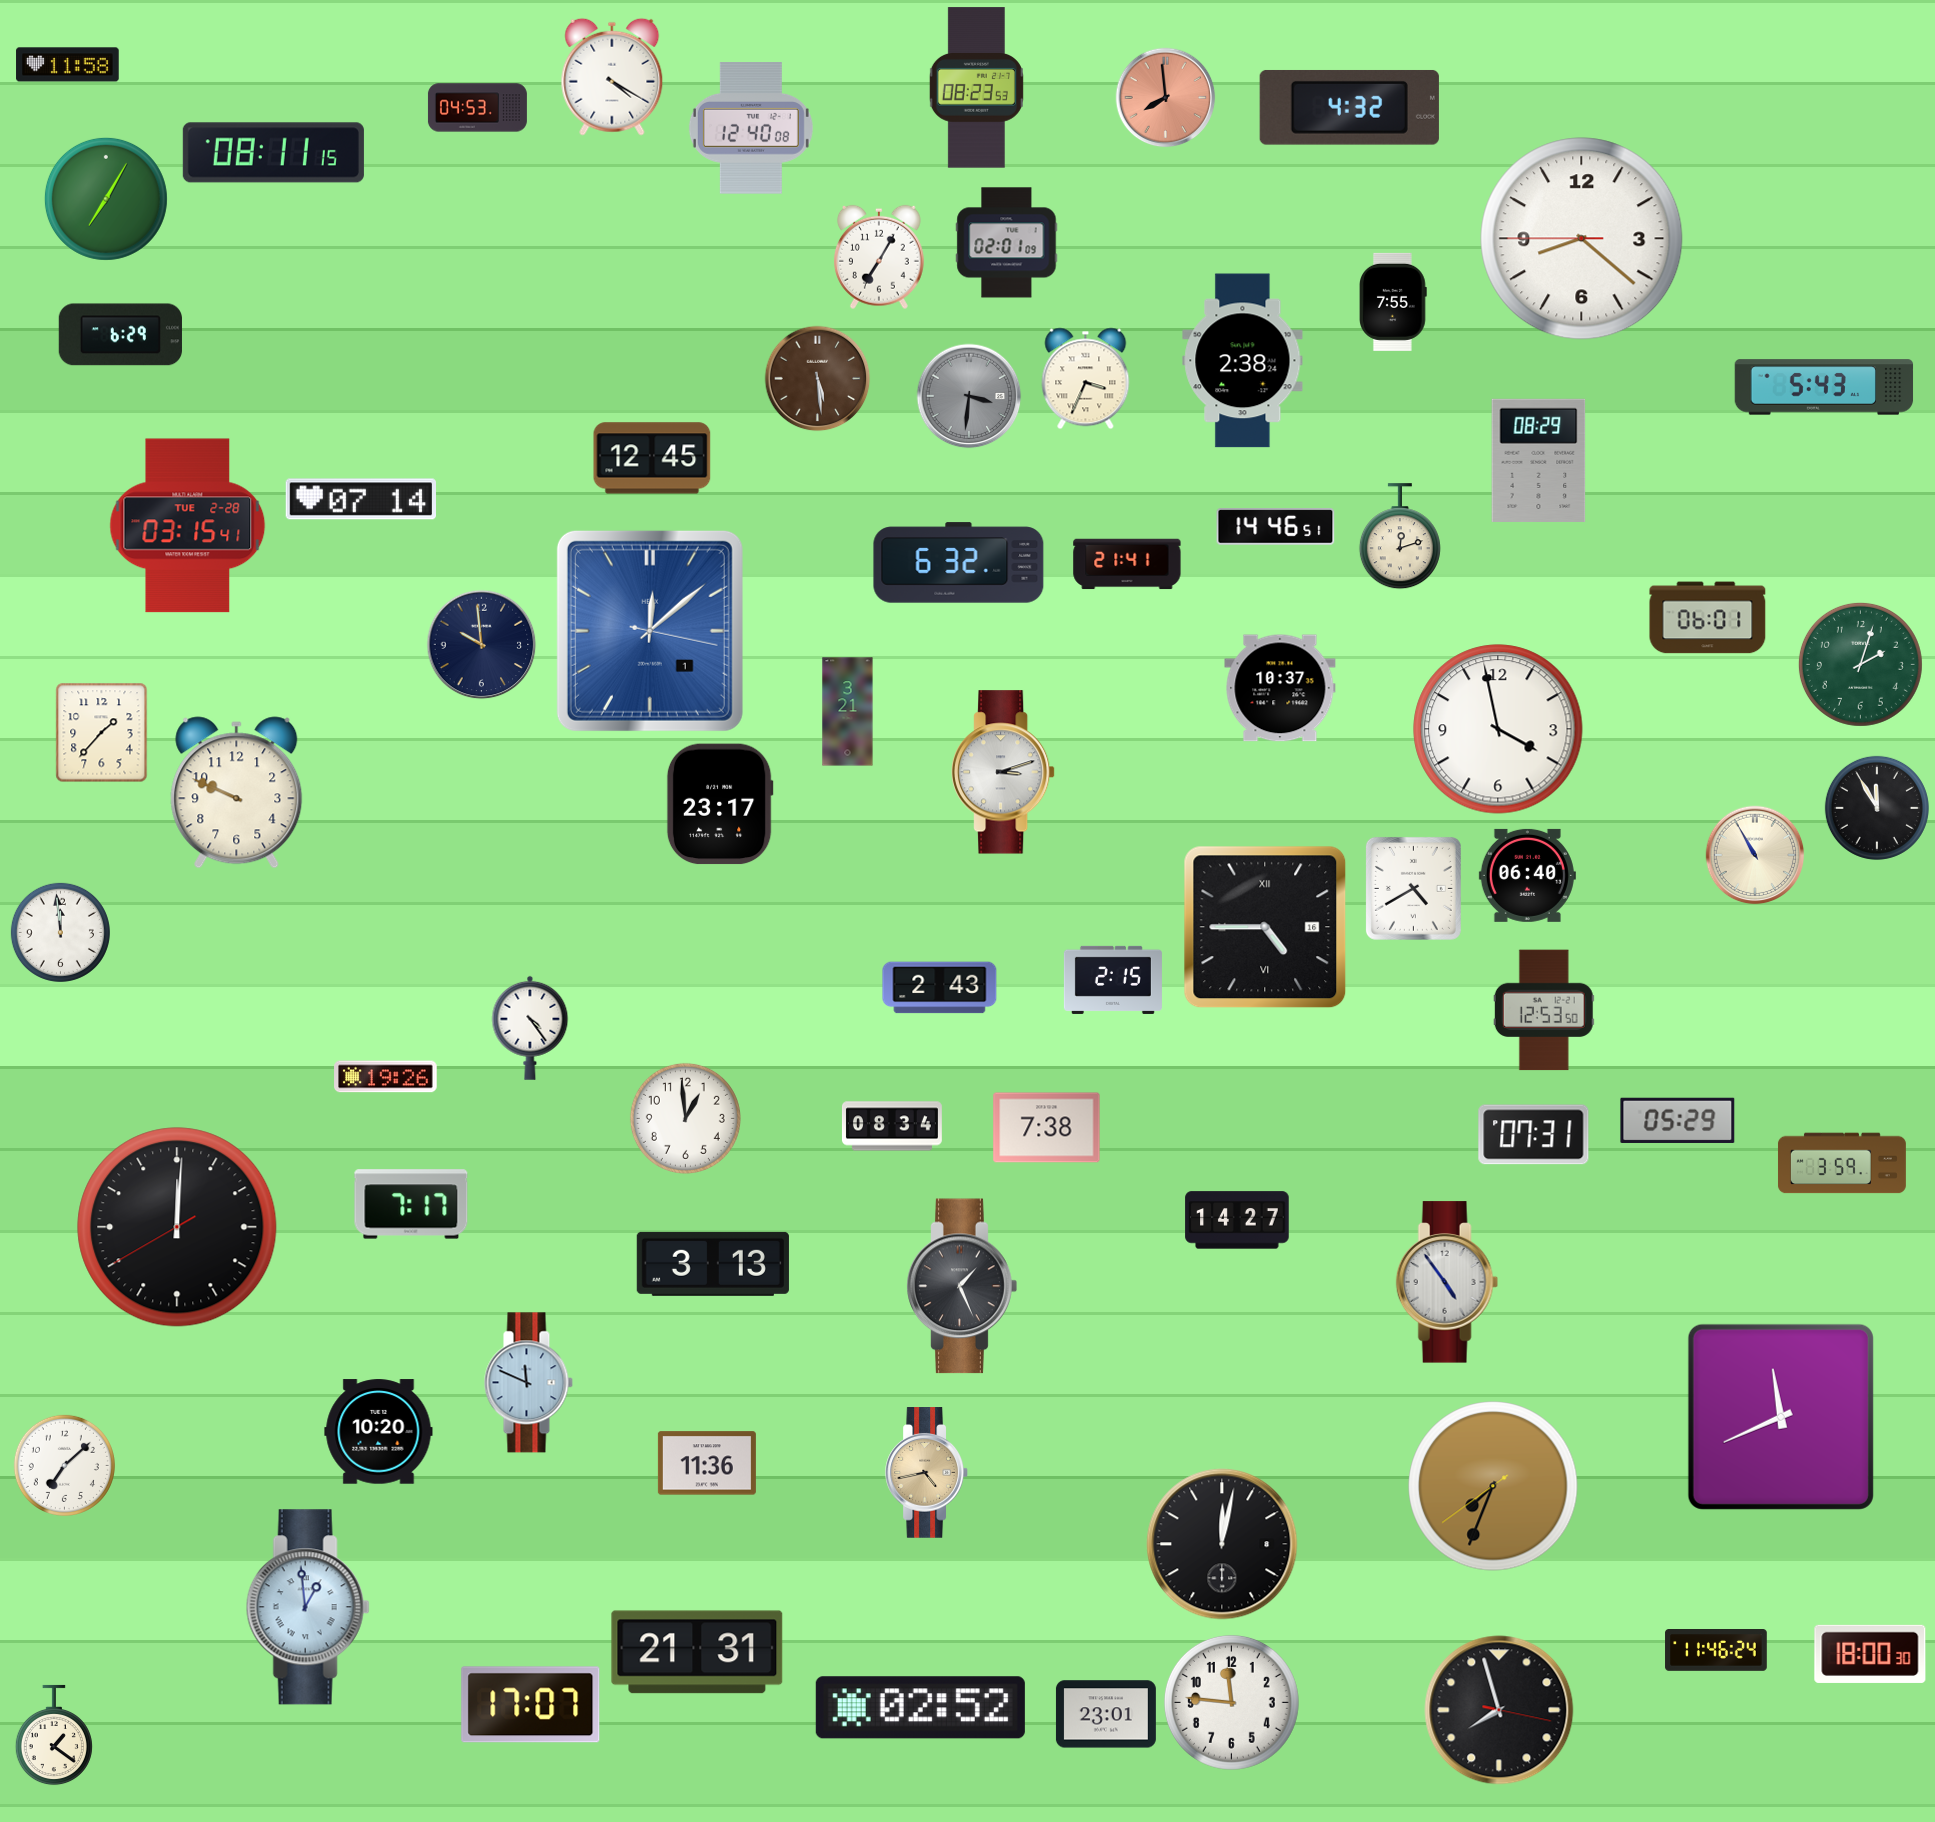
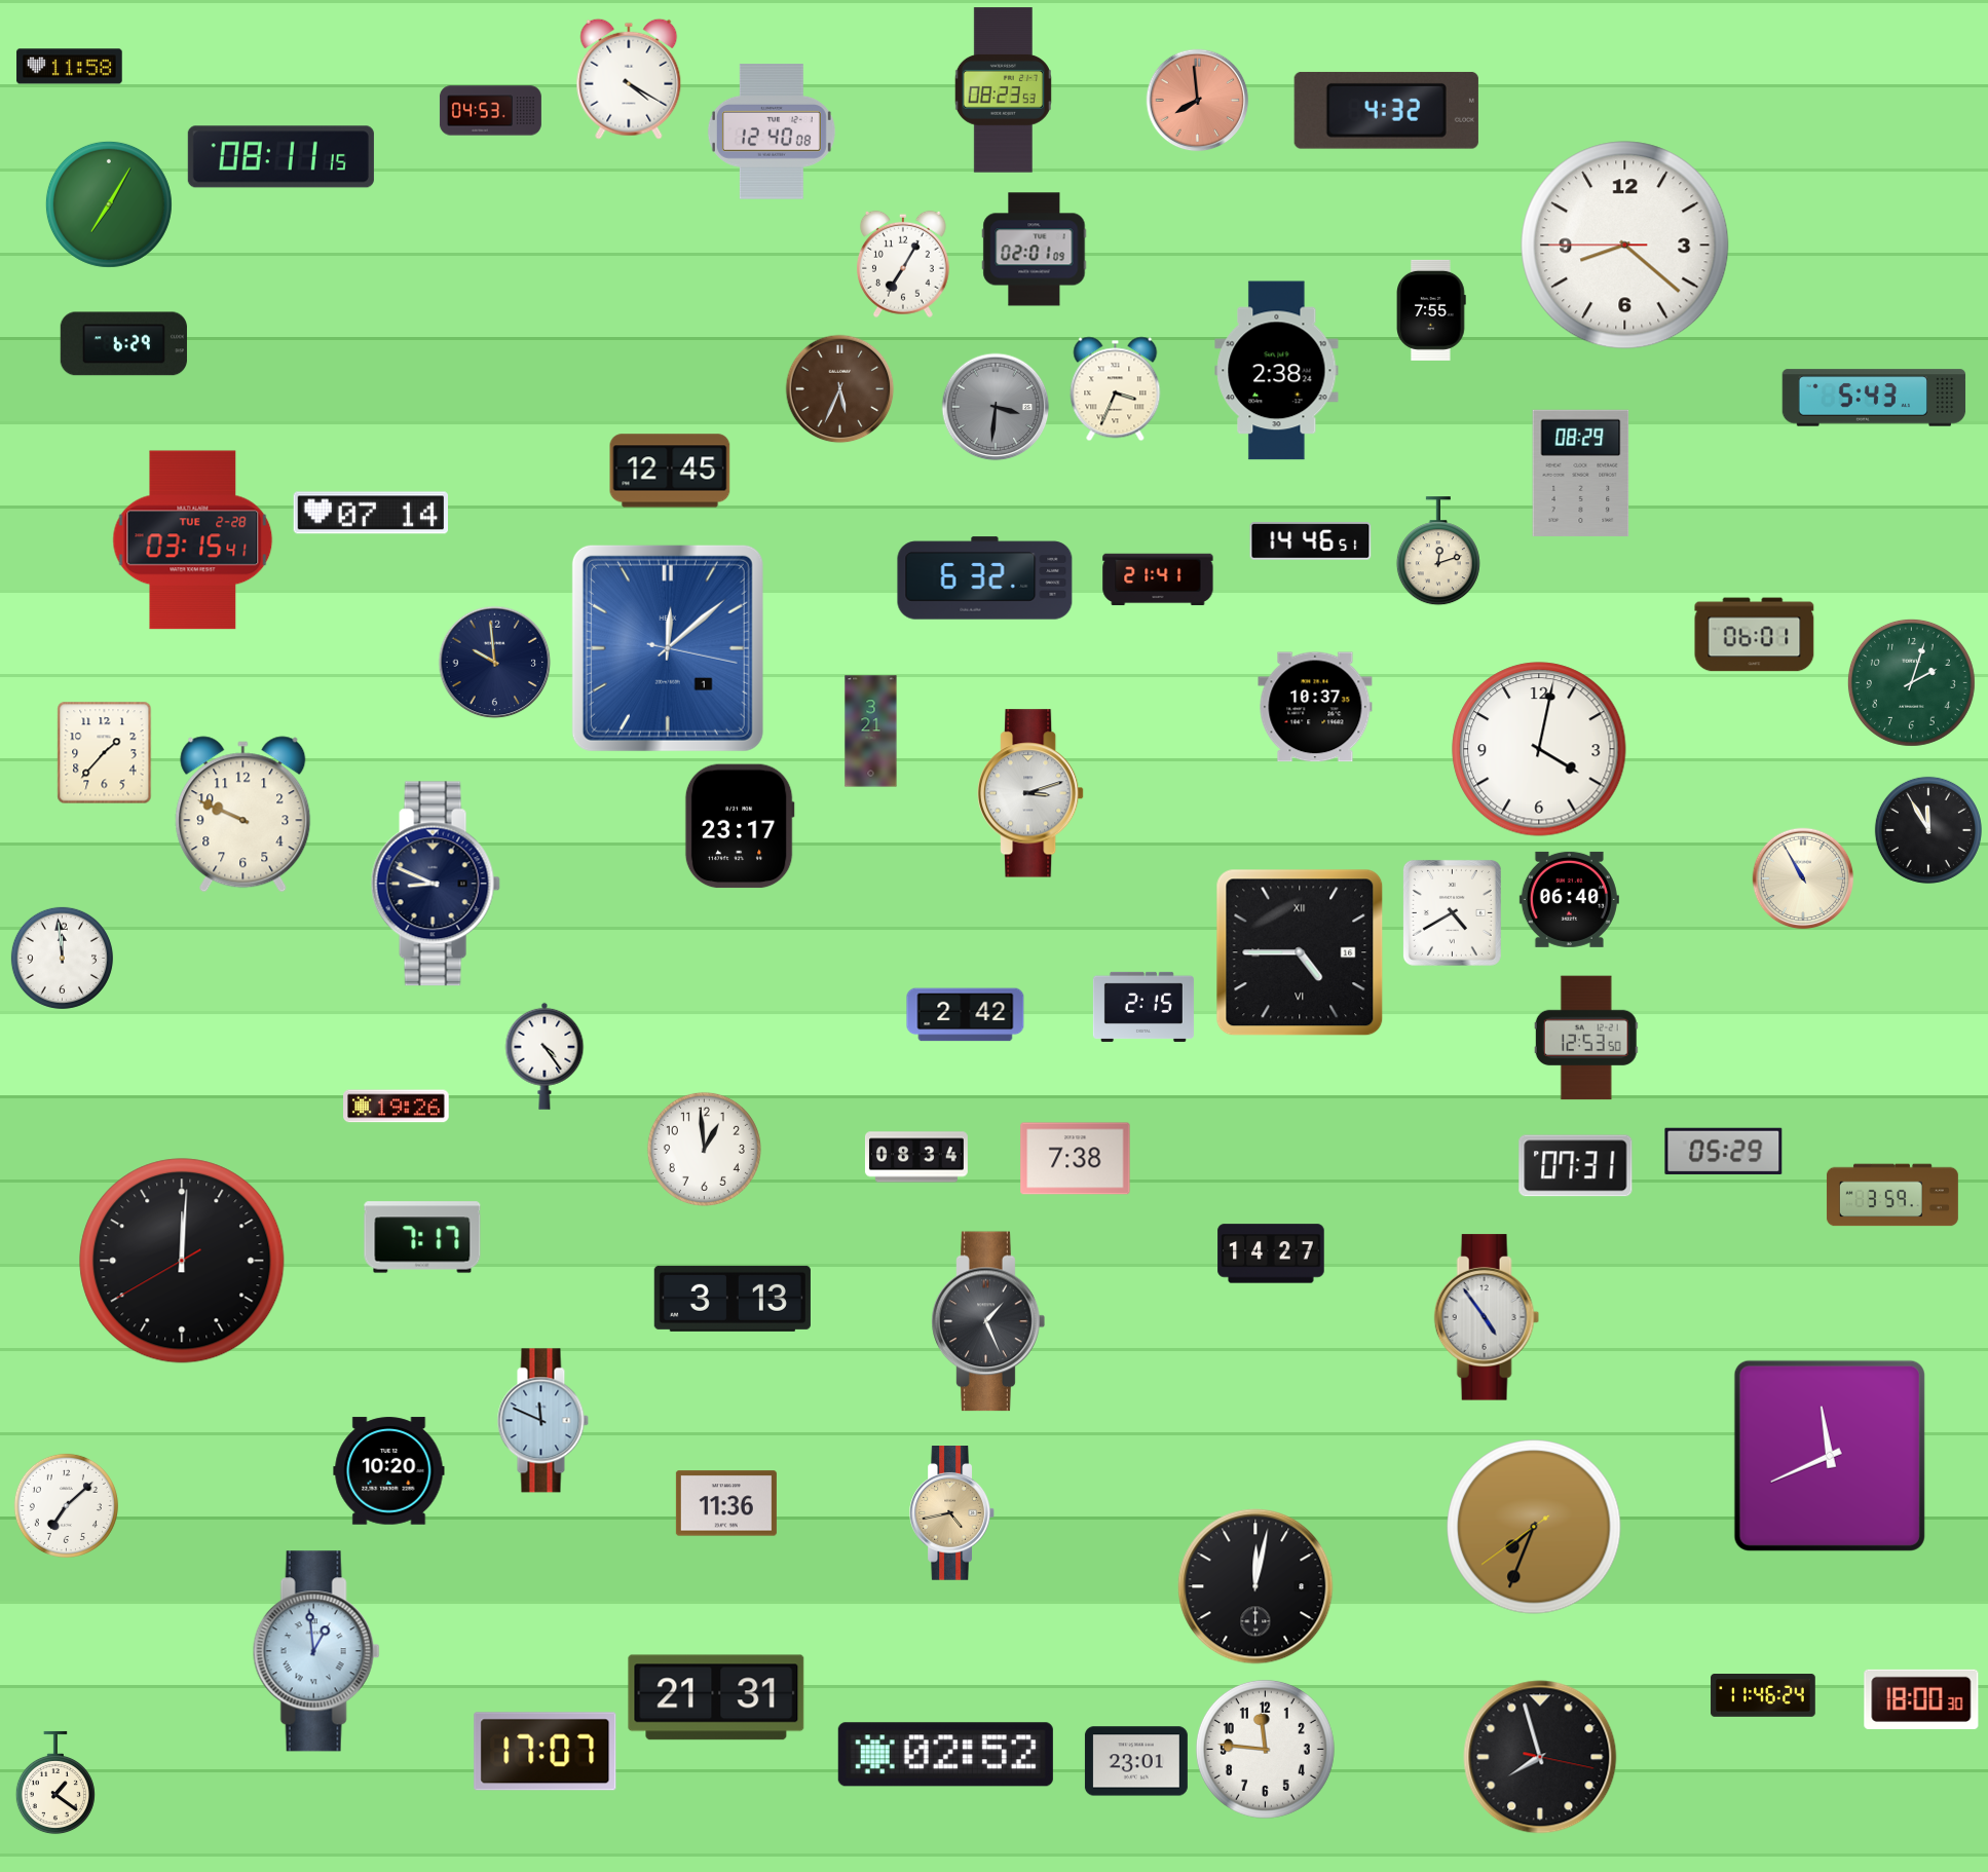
clock at (818, 379): 5:29 -> 5:34
clock at (1498, 729): 3:58 -> 4:02
clock at (436, 884): none -> 8:49
clock at (940, 988): 2:43 -> 2:42
